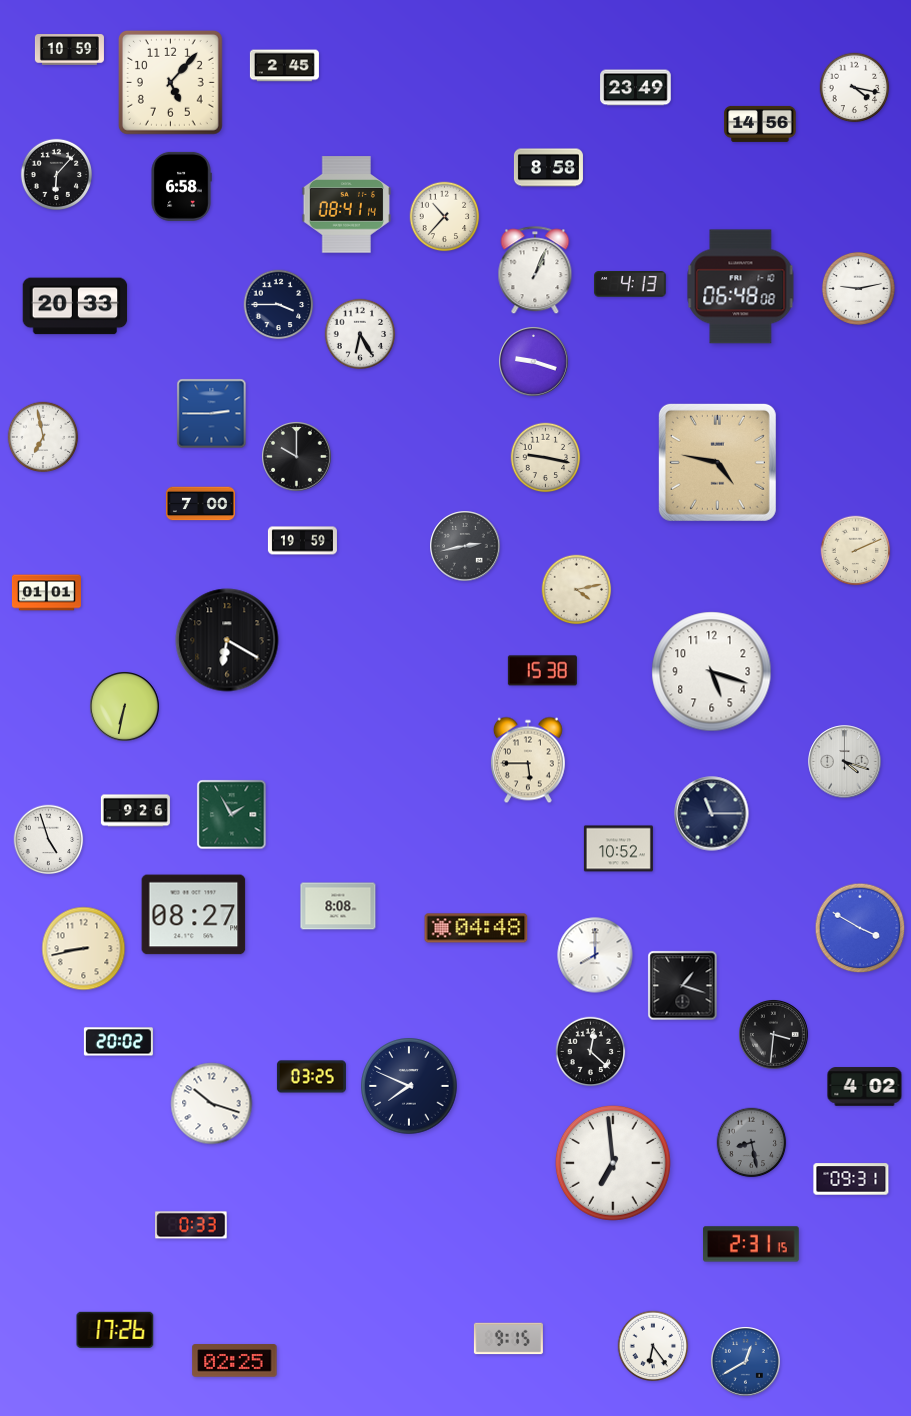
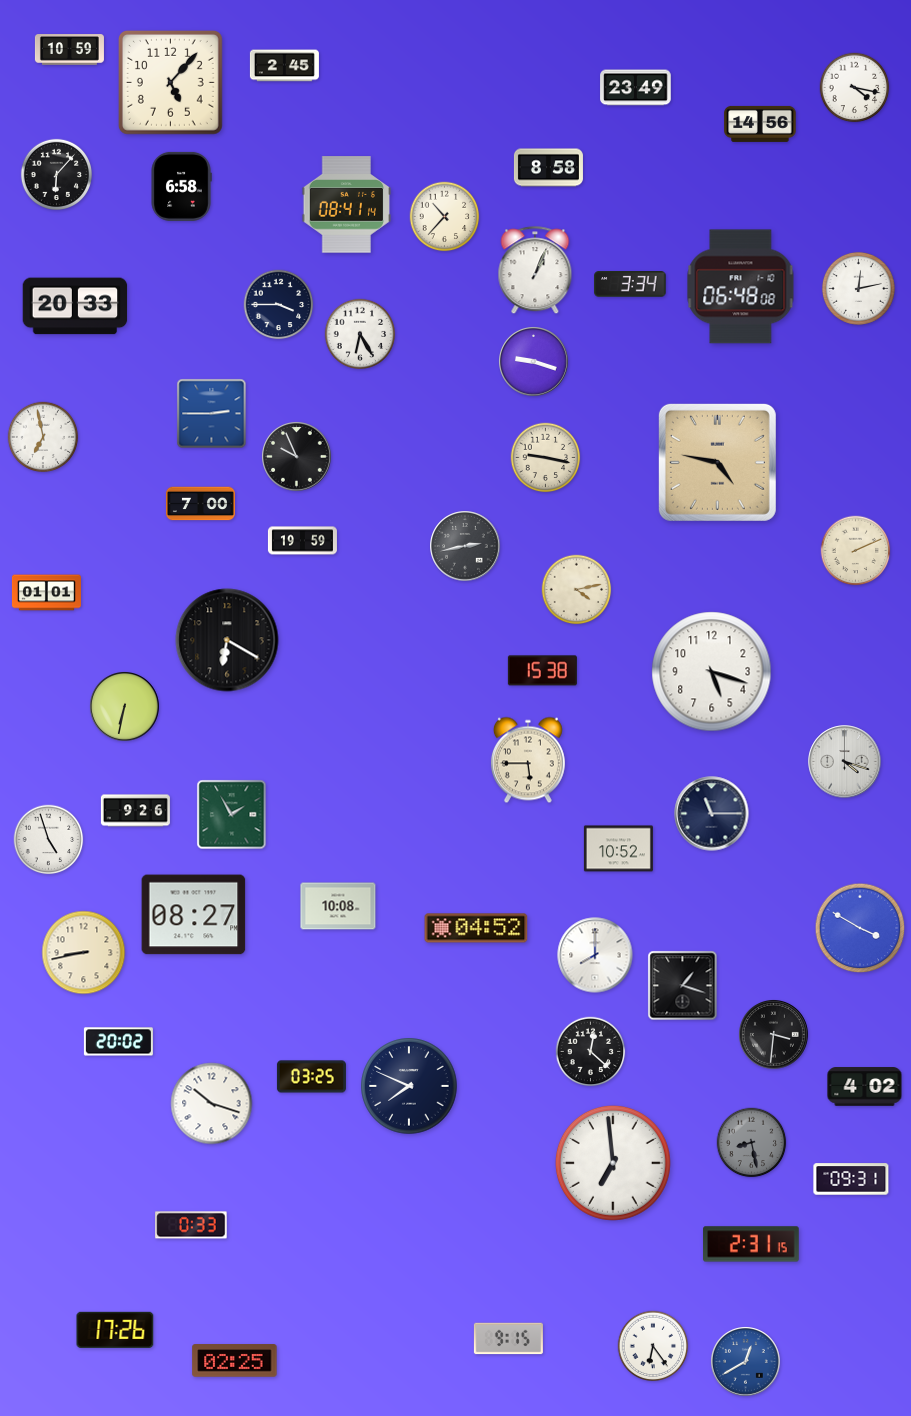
clock at (630, 284): 4:13 -> 3:34
clock at (858, 288): 9:13 -> 12:13
clock at (297, 457): 10:00 -> 9:56
clock at (338, 906): 8:08 -> 10:08
clock at (476, 928): 04:48 -> 04:52
clock at (84, 949) position: (84, 949) -> (84, 953)
